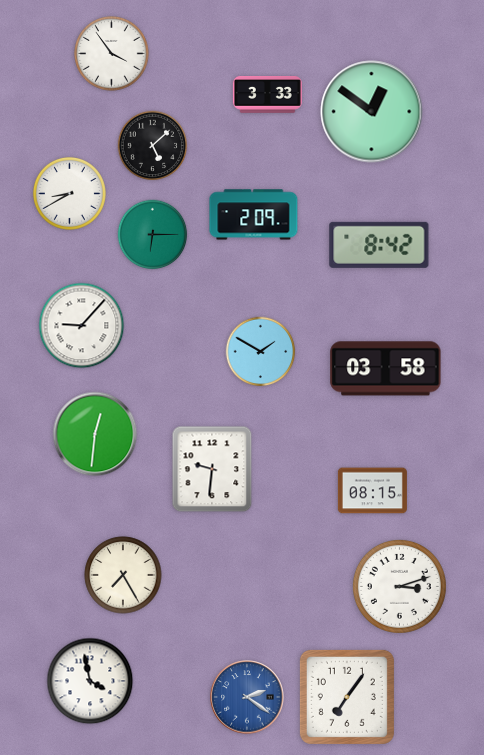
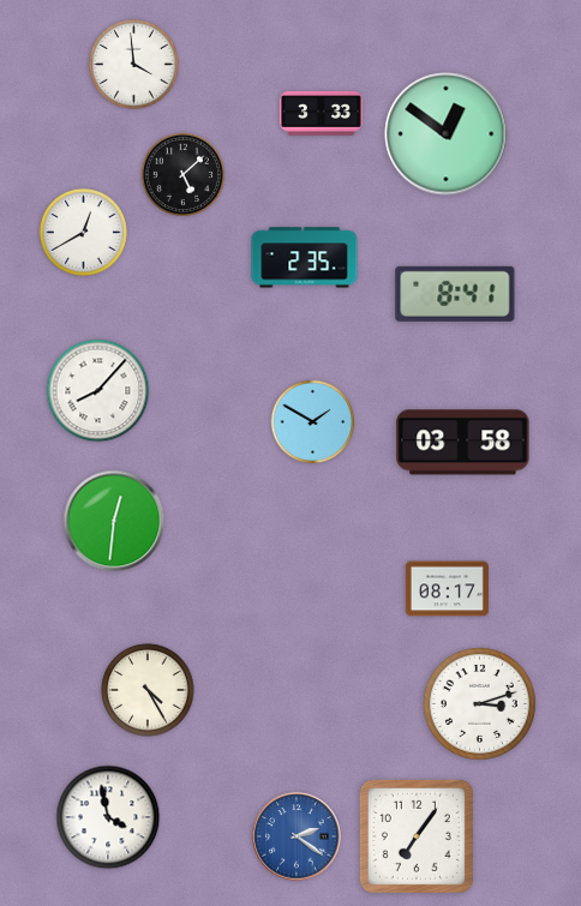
clock at (112, 54): 3:54 -> 3:59
clock at (69, 193): 8:40 -> 12:40
clock at (254, 215): 2:09 -> 2:35
clock at (153, 235): 6:15 -> none
clock at (379, 245): 8:42 -> 8:41
clock at (82, 326): 9:07 -> 8:07
clock at (212, 469): 9:31 -> none
clock at (372, 491): 08:15 -> 08:17
clock at (123, 575): 7:25 -> 4:25
